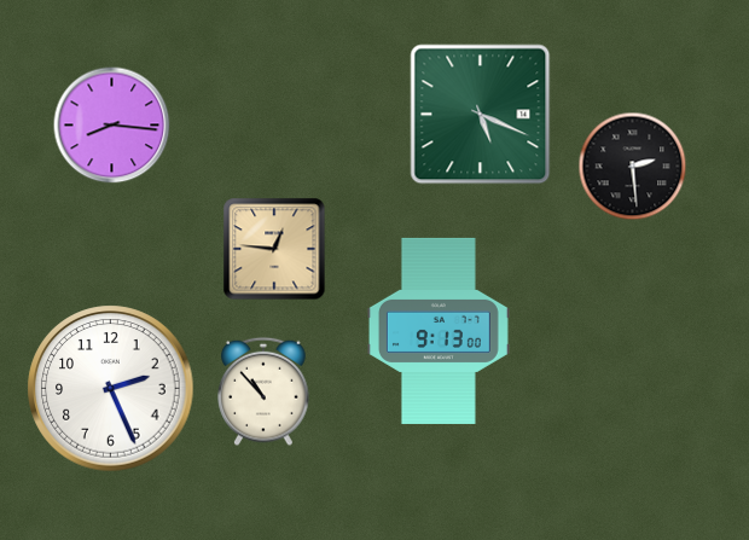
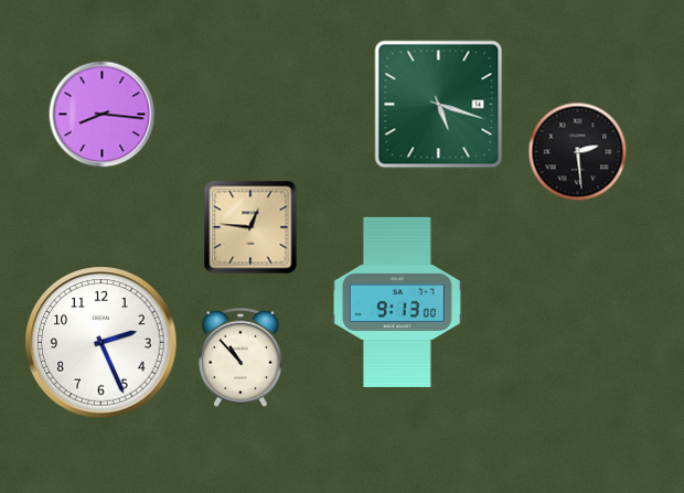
clock at (481, 115): 5:19 -> 5:18
clock at (439, 331) position: (439, 331) -> (397, 302)
clock at (111, 389) position: (111, 389) -> (101, 343)
